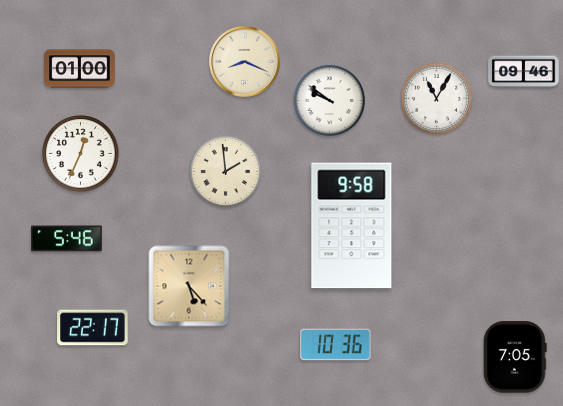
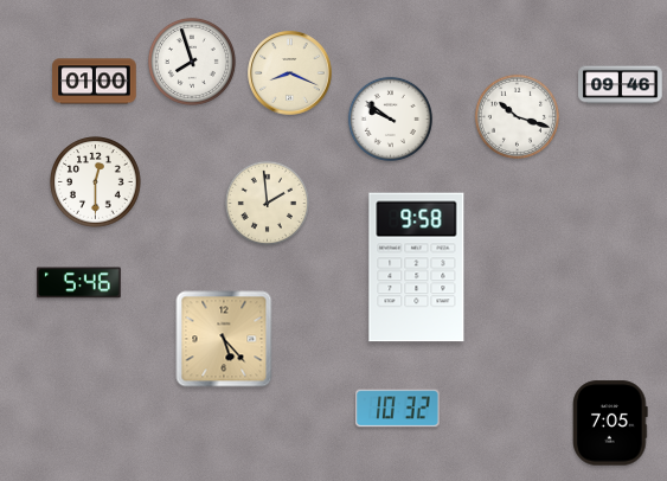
clock at (192, 62): none -> 7:57
clock at (436, 98): 11:05 -> 10:18
clock at (81, 154): 12:34 -> 12:30
clock at (93, 328): 22:17 -> none
clock at (336, 345): 10:36 -> 10:32
